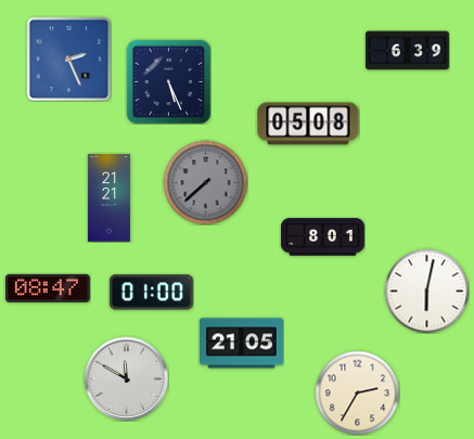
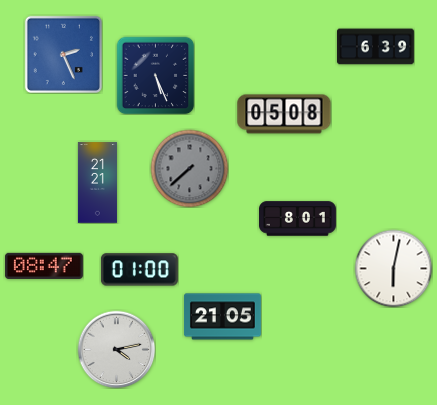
clock at (108, 198) position: (108, 198) -> (97, 183)
clock at (126, 378): 11:50 -> 4:13
clock at (357, 392): 2:35 -> none
